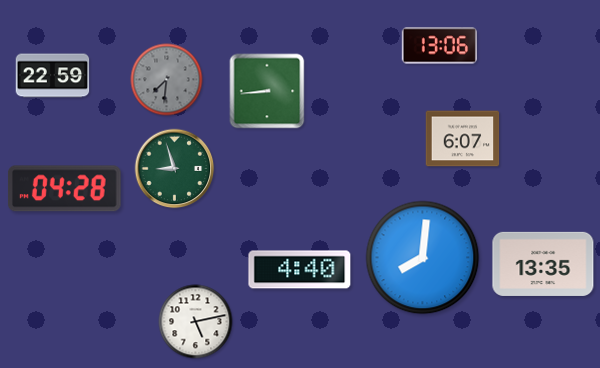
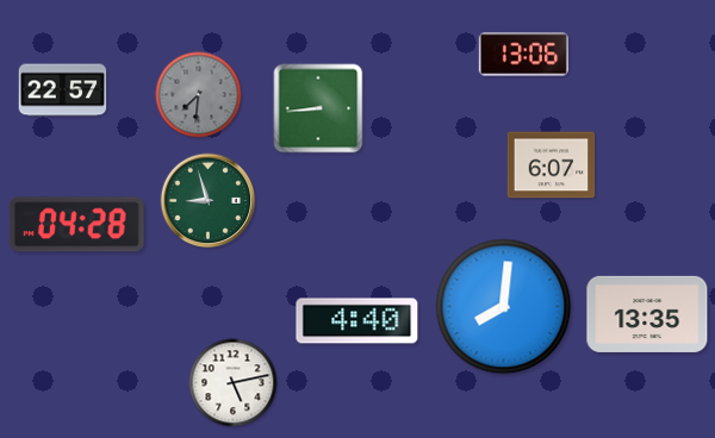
clock at (53, 76): 22:59 -> 22:57
